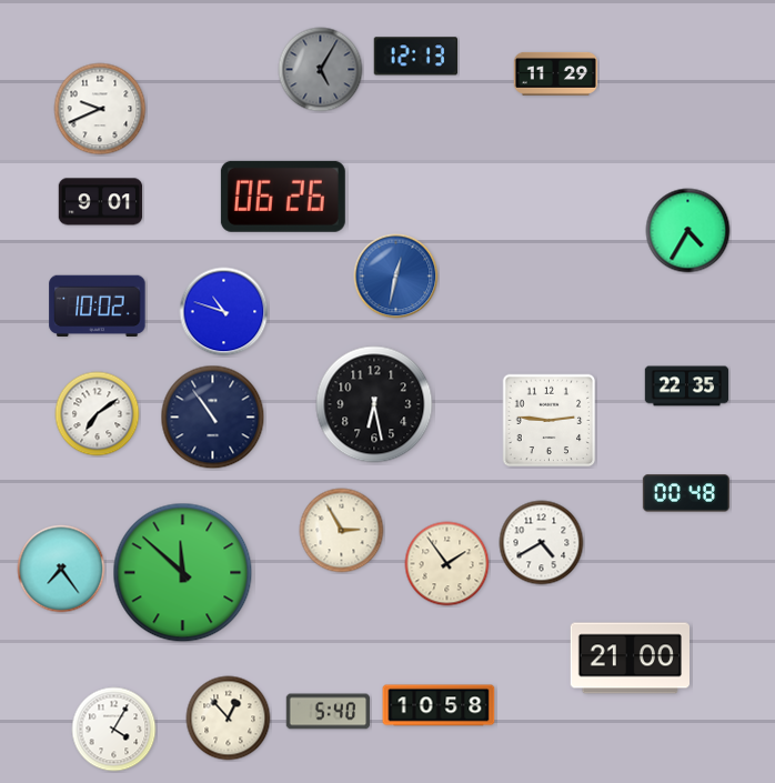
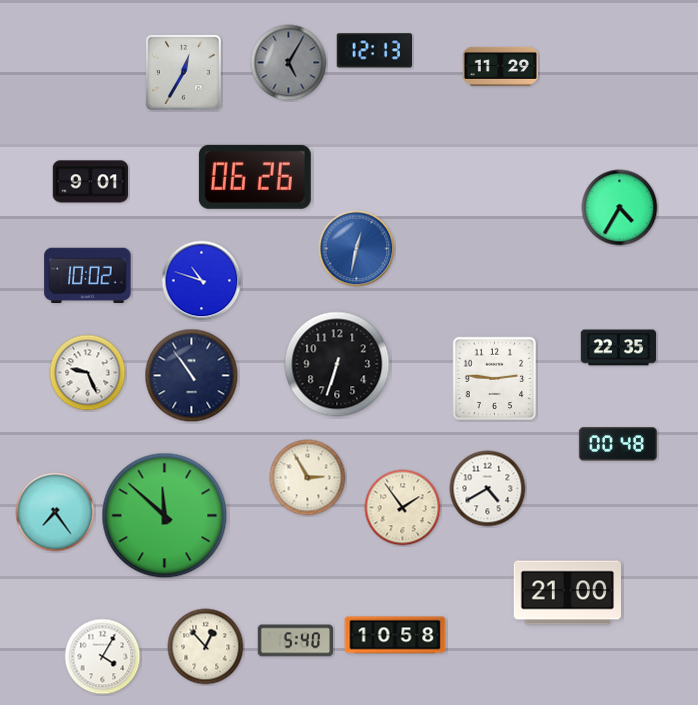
clock at (183, 72): none -> 12:35
clock at (100, 109): 9:41 -> none
clock at (374, 404): 6:28 -> 6:33
clock at (98, 414): 7:09 -> 9:26
